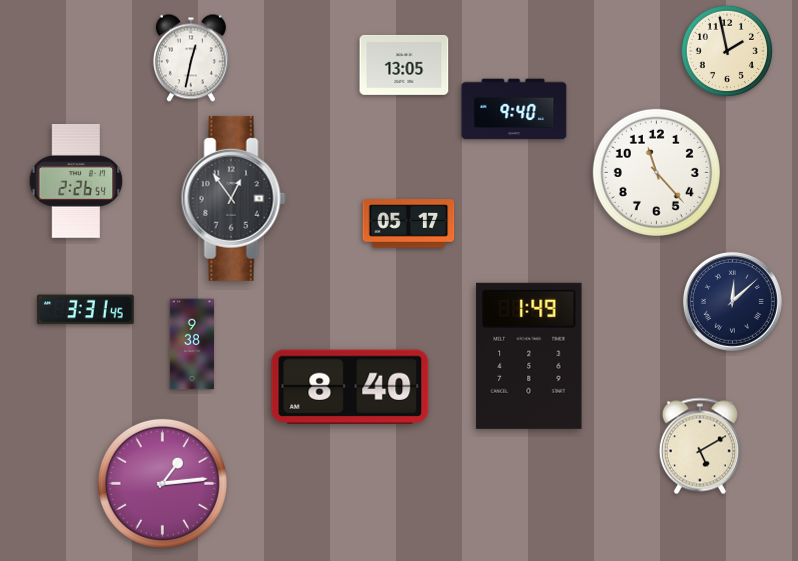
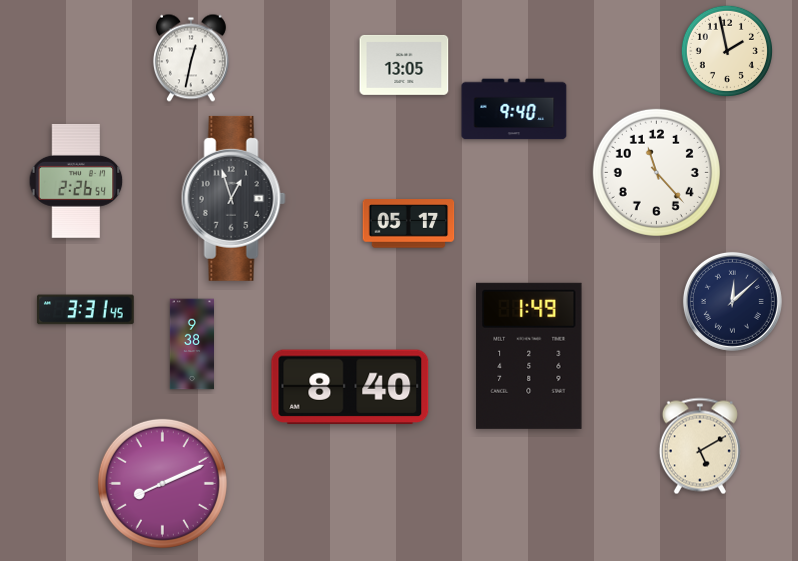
clock at (233, 198): 12:54 -> 12:57
clock at (162, 483): 1:14 -> 8:11
